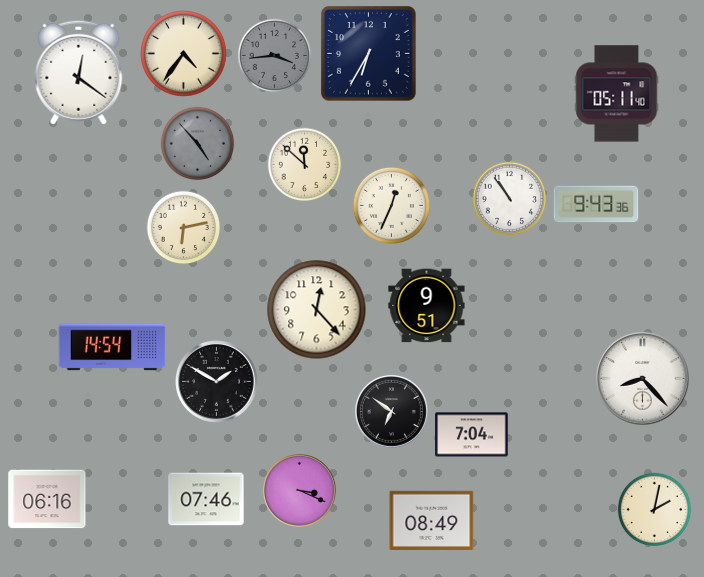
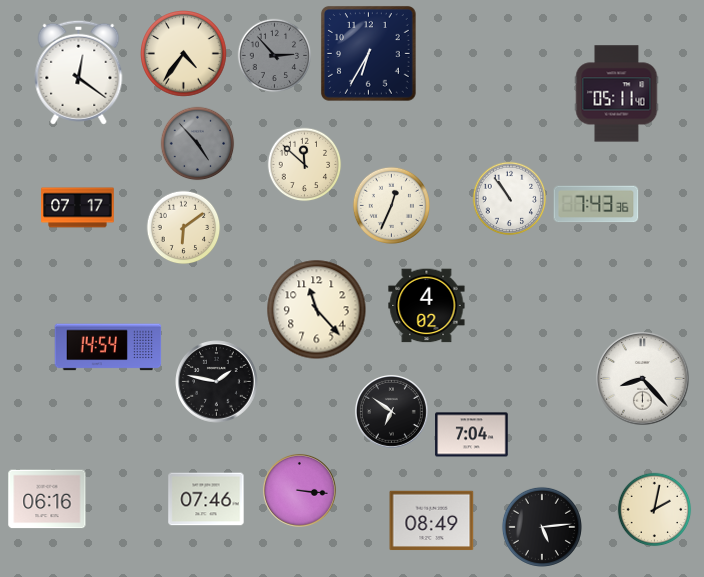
clock at (275, 56): 3:44 -> 2:53
clock at (596, 204): 9:43 -> 7:43
clock at (78, 208): none -> 07:17
clock at (184, 228): 6:13 -> 6:09
clock at (427, 306): 9:51 -> 4:02
clock at (317, 310): 12:23 -> 11:23
clock at (112, 347) position: (112, 347) -> (108, 347)
clock at (217, 382): 1:50 -> 1:47
clock at (299, 490): 3:19 -> 3:16
clock at (542, 527): none -> 5:14
